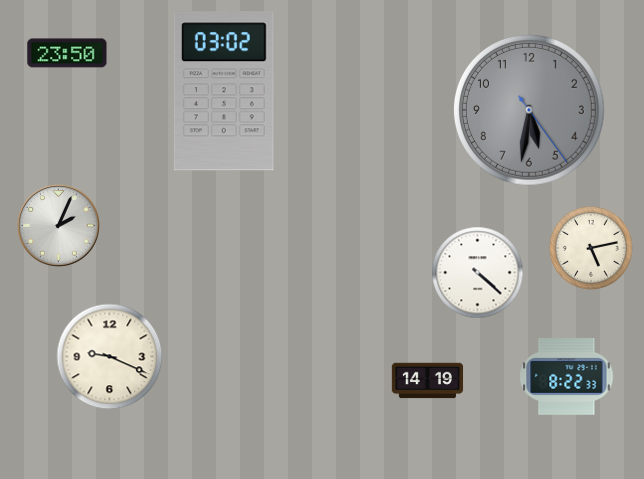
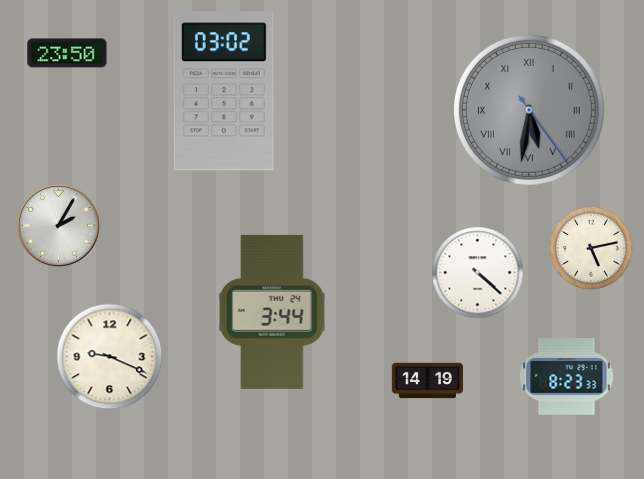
clock at (529, 110) numerals: Arabic -> Roman
clock at (59, 226): 2:04 -> 2:05
clock at (272, 312): none -> 3:44
clock at (567, 377): 8:22 -> 8:23
